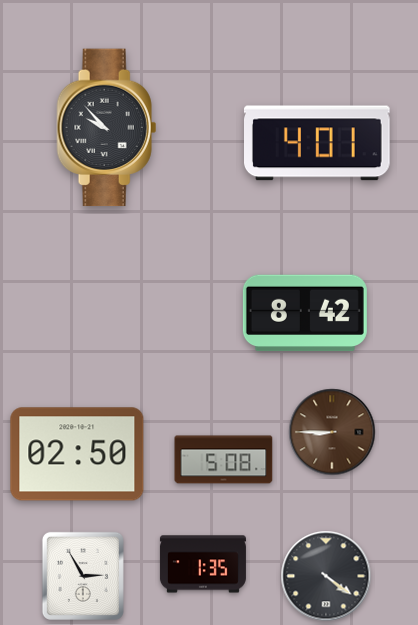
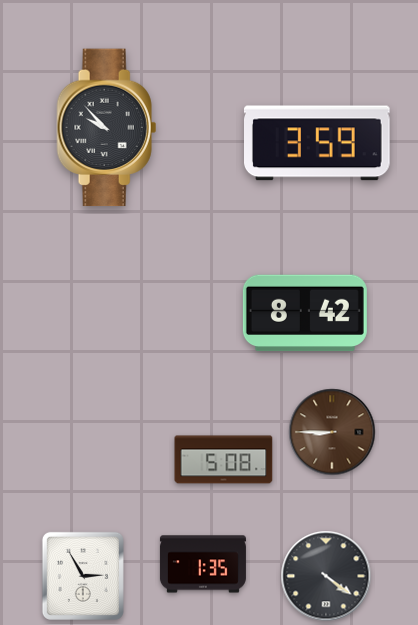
clock at (318, 143): 4:01 -> 3:59
clock at (77, 454): 02:50 -> none
